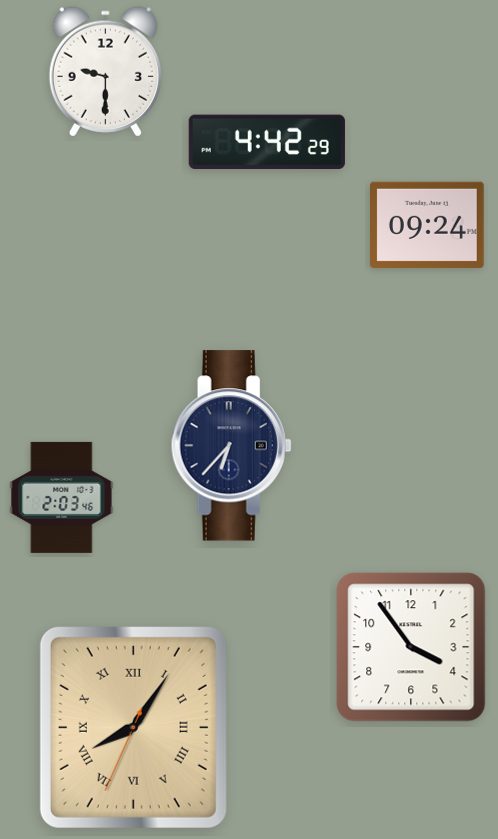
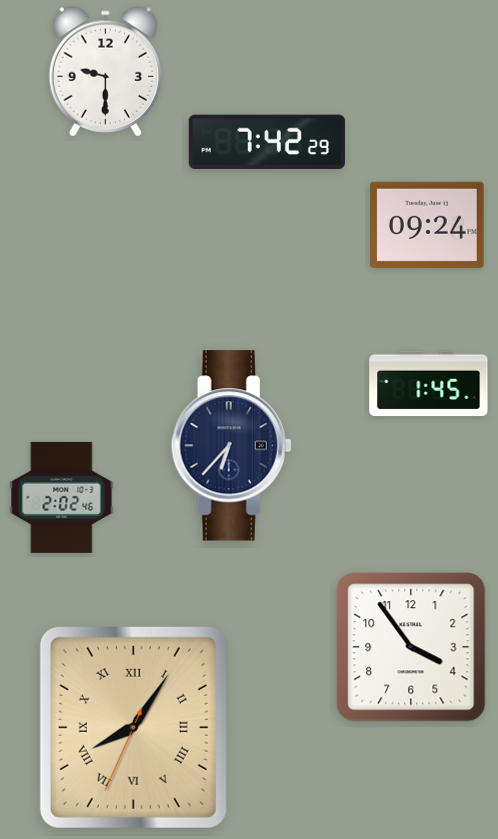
clock at (267, 142): 4:42 -> 7:42
clock at (429, 384): none -> 1:45
clock at (62, 497): 2:03 -> 2:02
